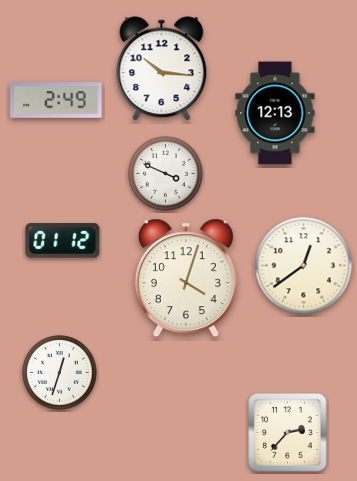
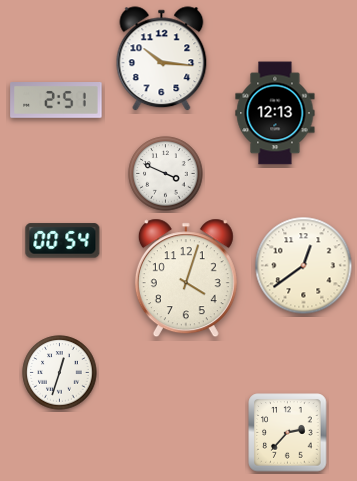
clock at (162, 69) position: (162, 69) -> (162, 59)
clock at (56, 101): 2:49 -> 2:51
clock at (63, 241): 01:12 -> 00:54
